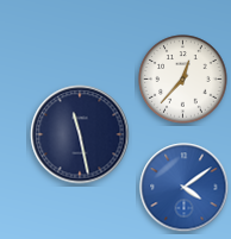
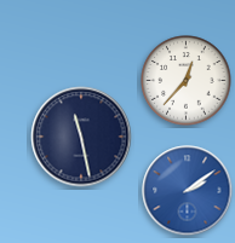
clock at (185, 188): 4:09 -> 2:09
